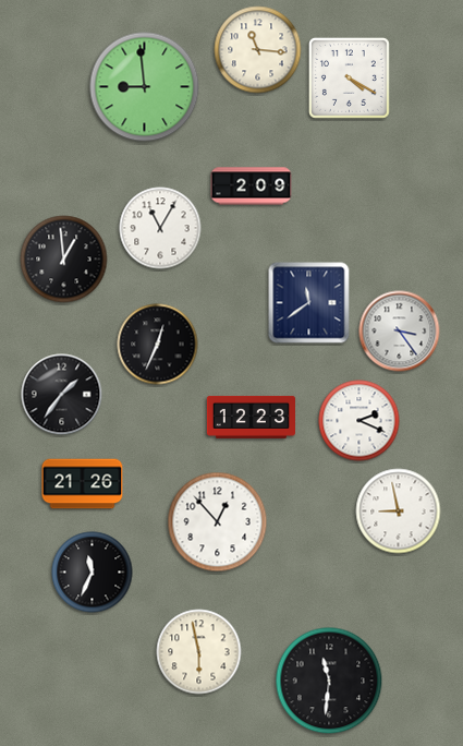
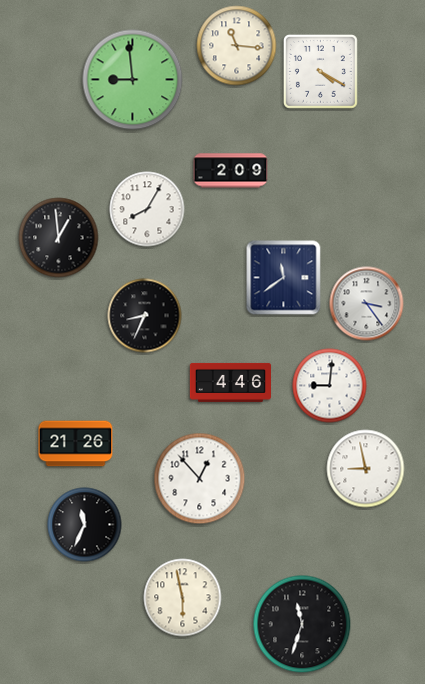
clock at (160, 228): 11:05 -> 8:05
clock at (158, 345): 12:34 -> 8:34
clock at (62, 395): 1:36 -> none
clock at (251, 417): 12:23 -> 4:46
clock at (360, 421): 2:19 -> 9:01
clock at (329, 681): 11:31 -> 11:33
